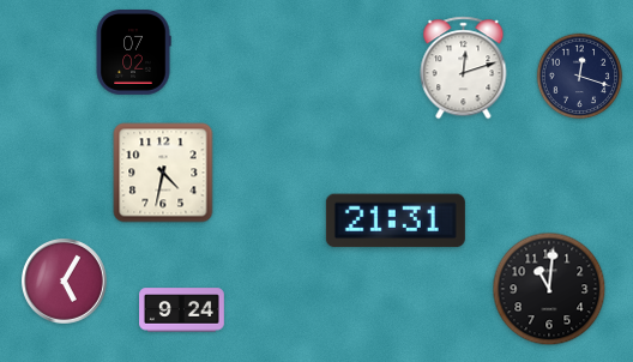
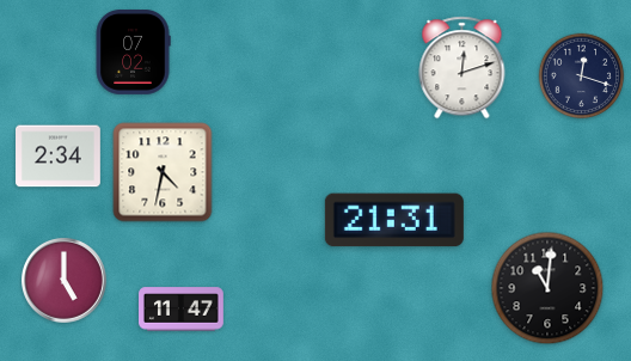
clock at (580, 77) position: (580, 77) -> (582, 77)
clock at (59, 157): none -> 2:34
clock at (65, 282): 5:05 -> 5:00
clock at (182, 310): 9:24 -> 11:47
